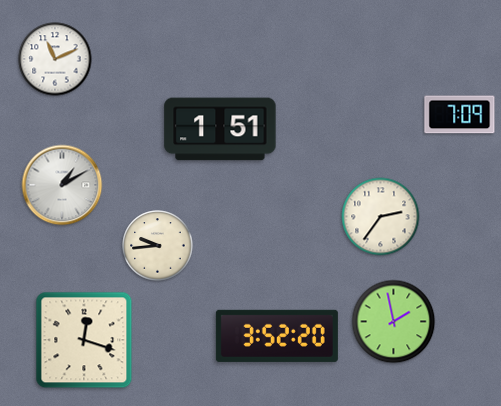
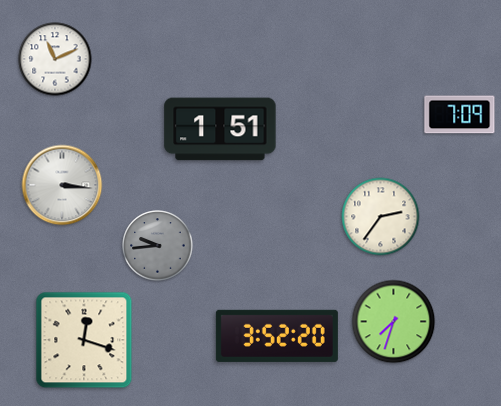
clock at (62, 185): 1:10 -> 3:16
clock at (158, 246) dial: cream -> grey
clock at (394, 322): 1:58 -> 7:33
